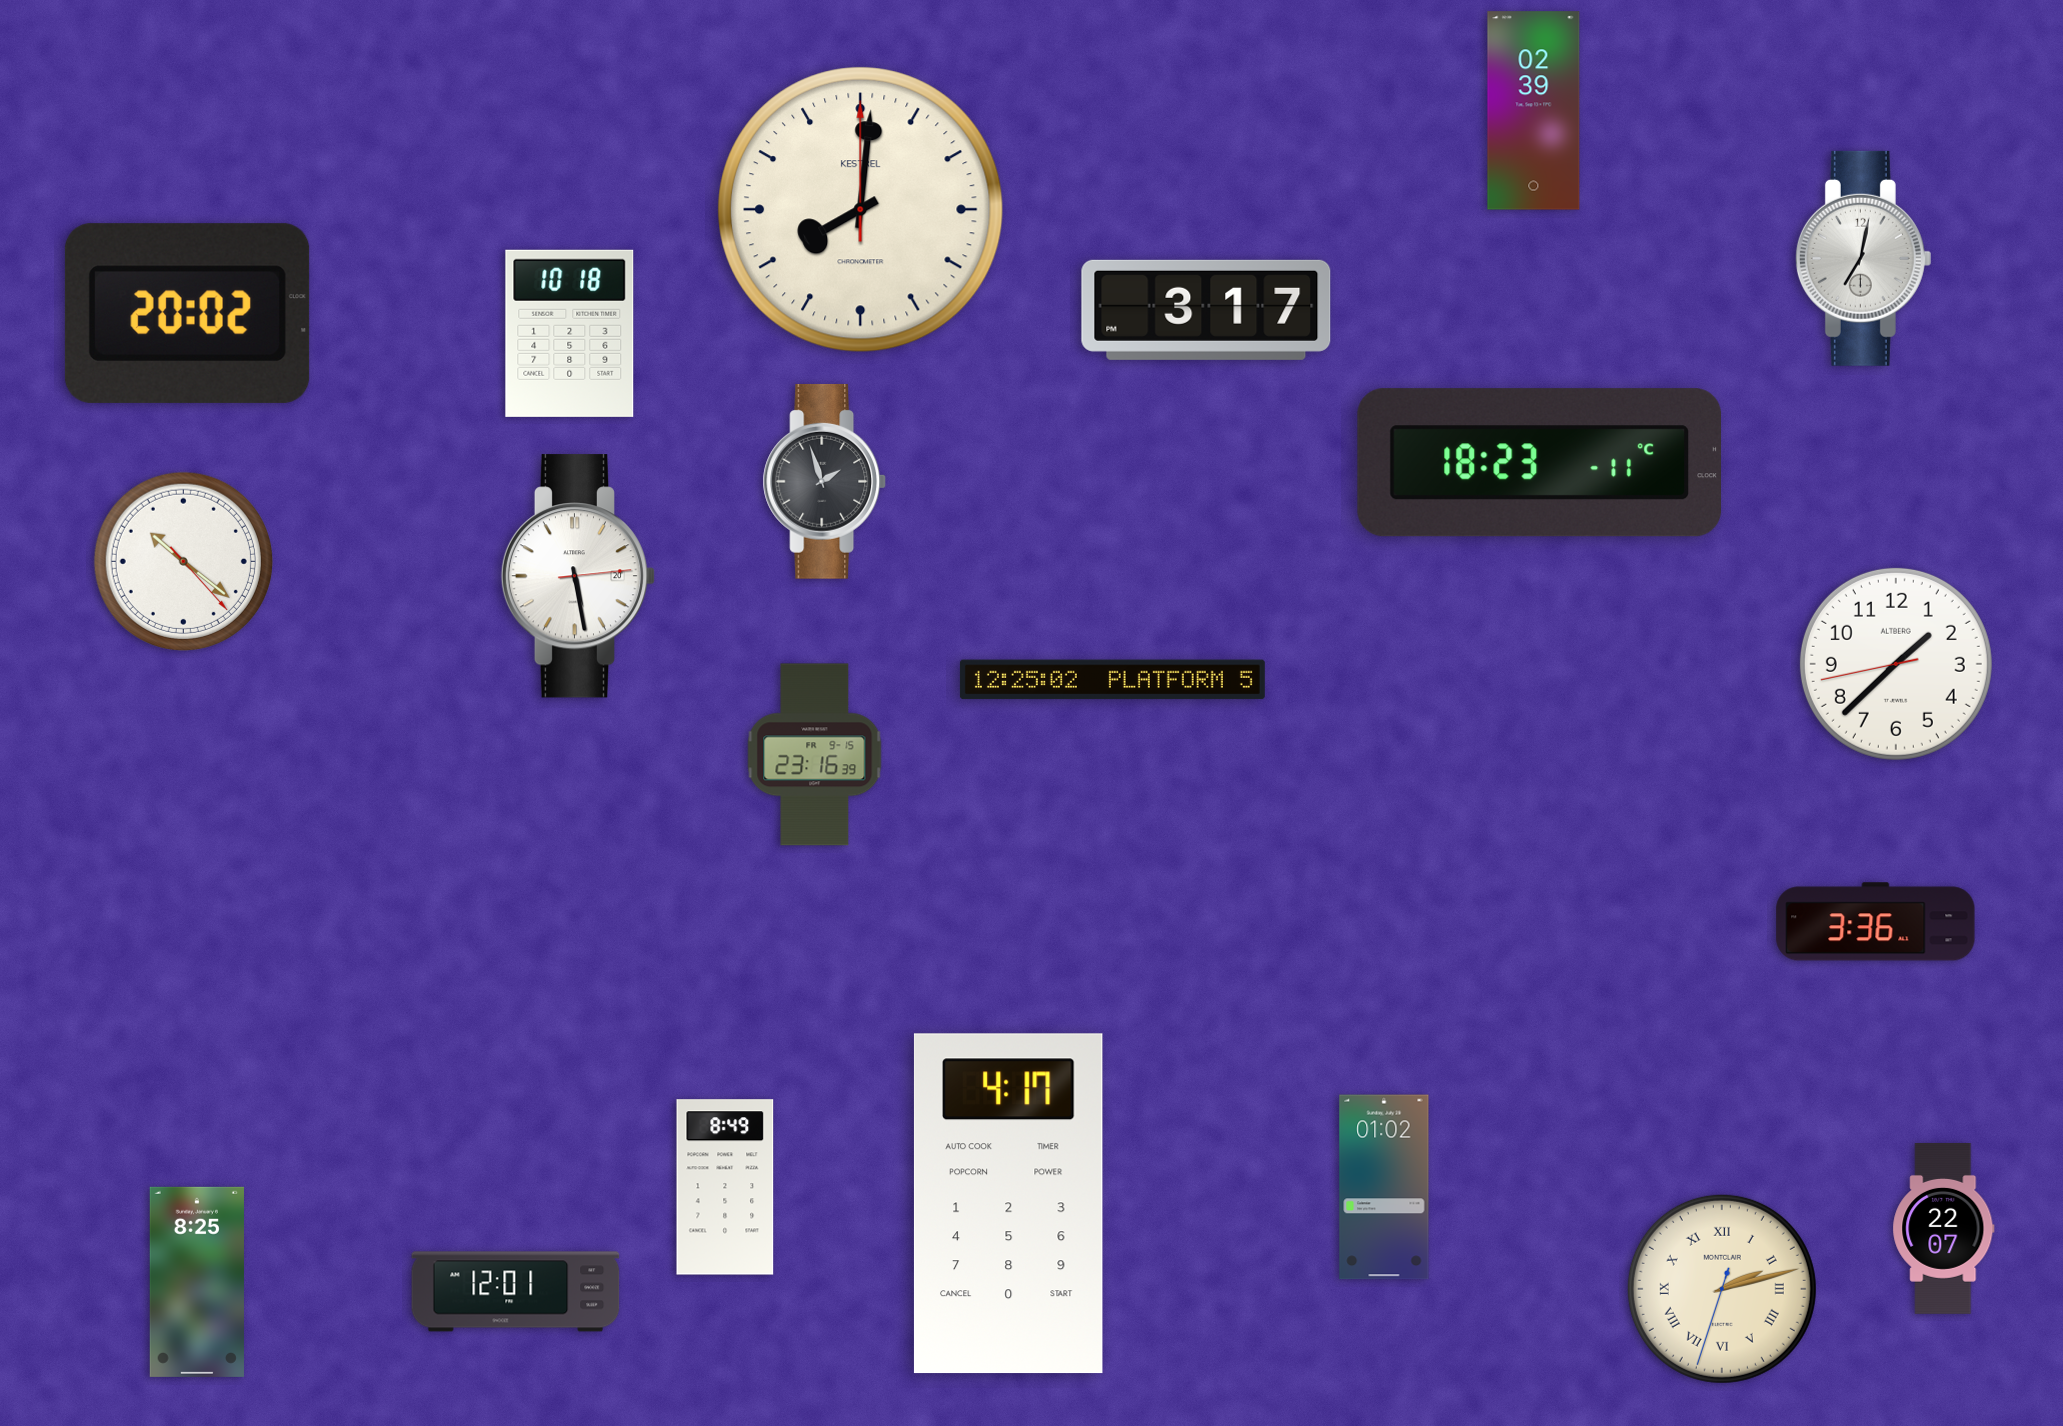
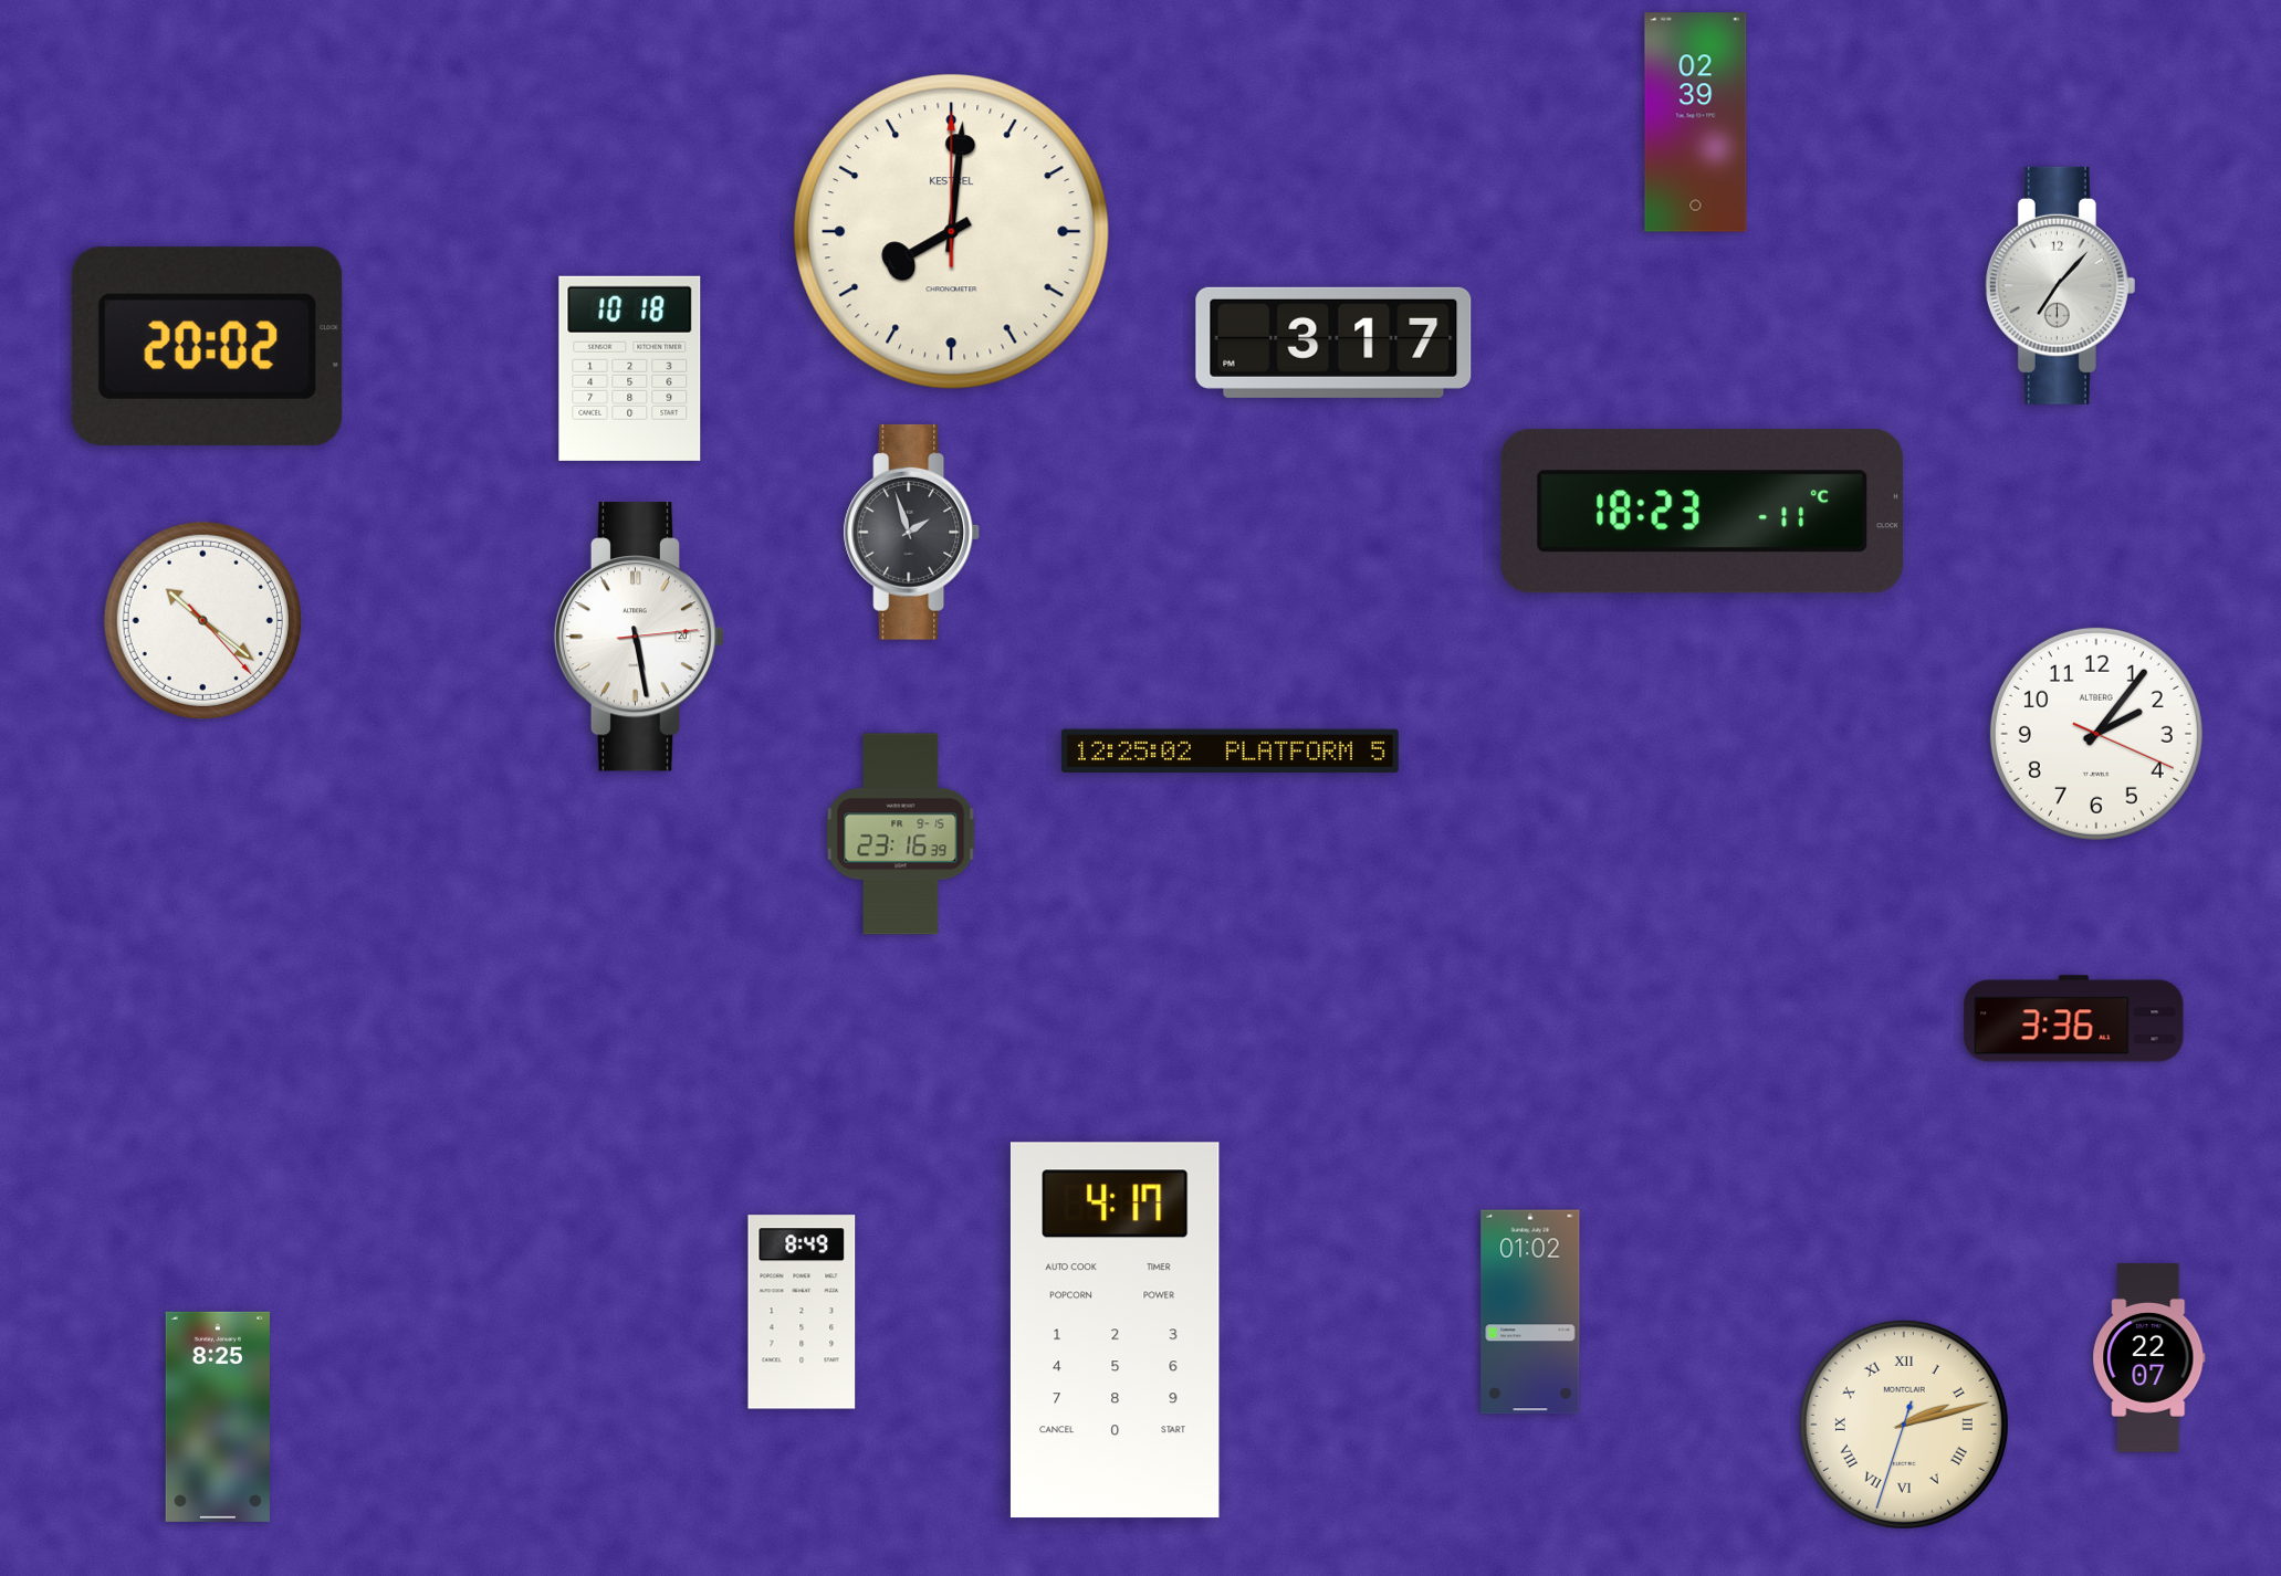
clock at (1863, 258): 7:02 -> 7:07
clock at (1896, 664): 1:37 -> 2:06
clock at (516, 1292): 12:01 -> none
